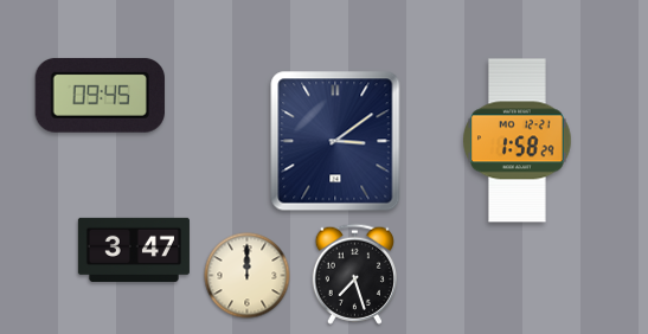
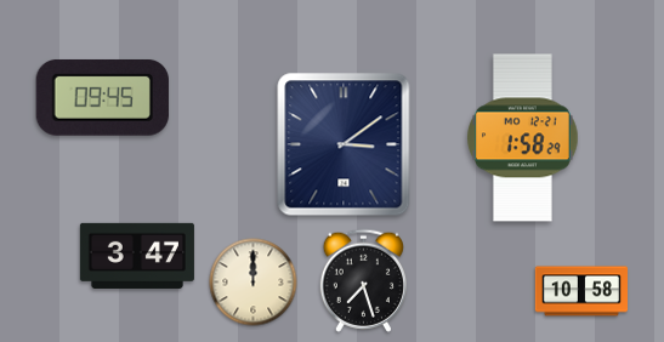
clock at (518, 141) position: (518, 141) -> (523, 138)
clock at (580, 291): none -> 10:58
